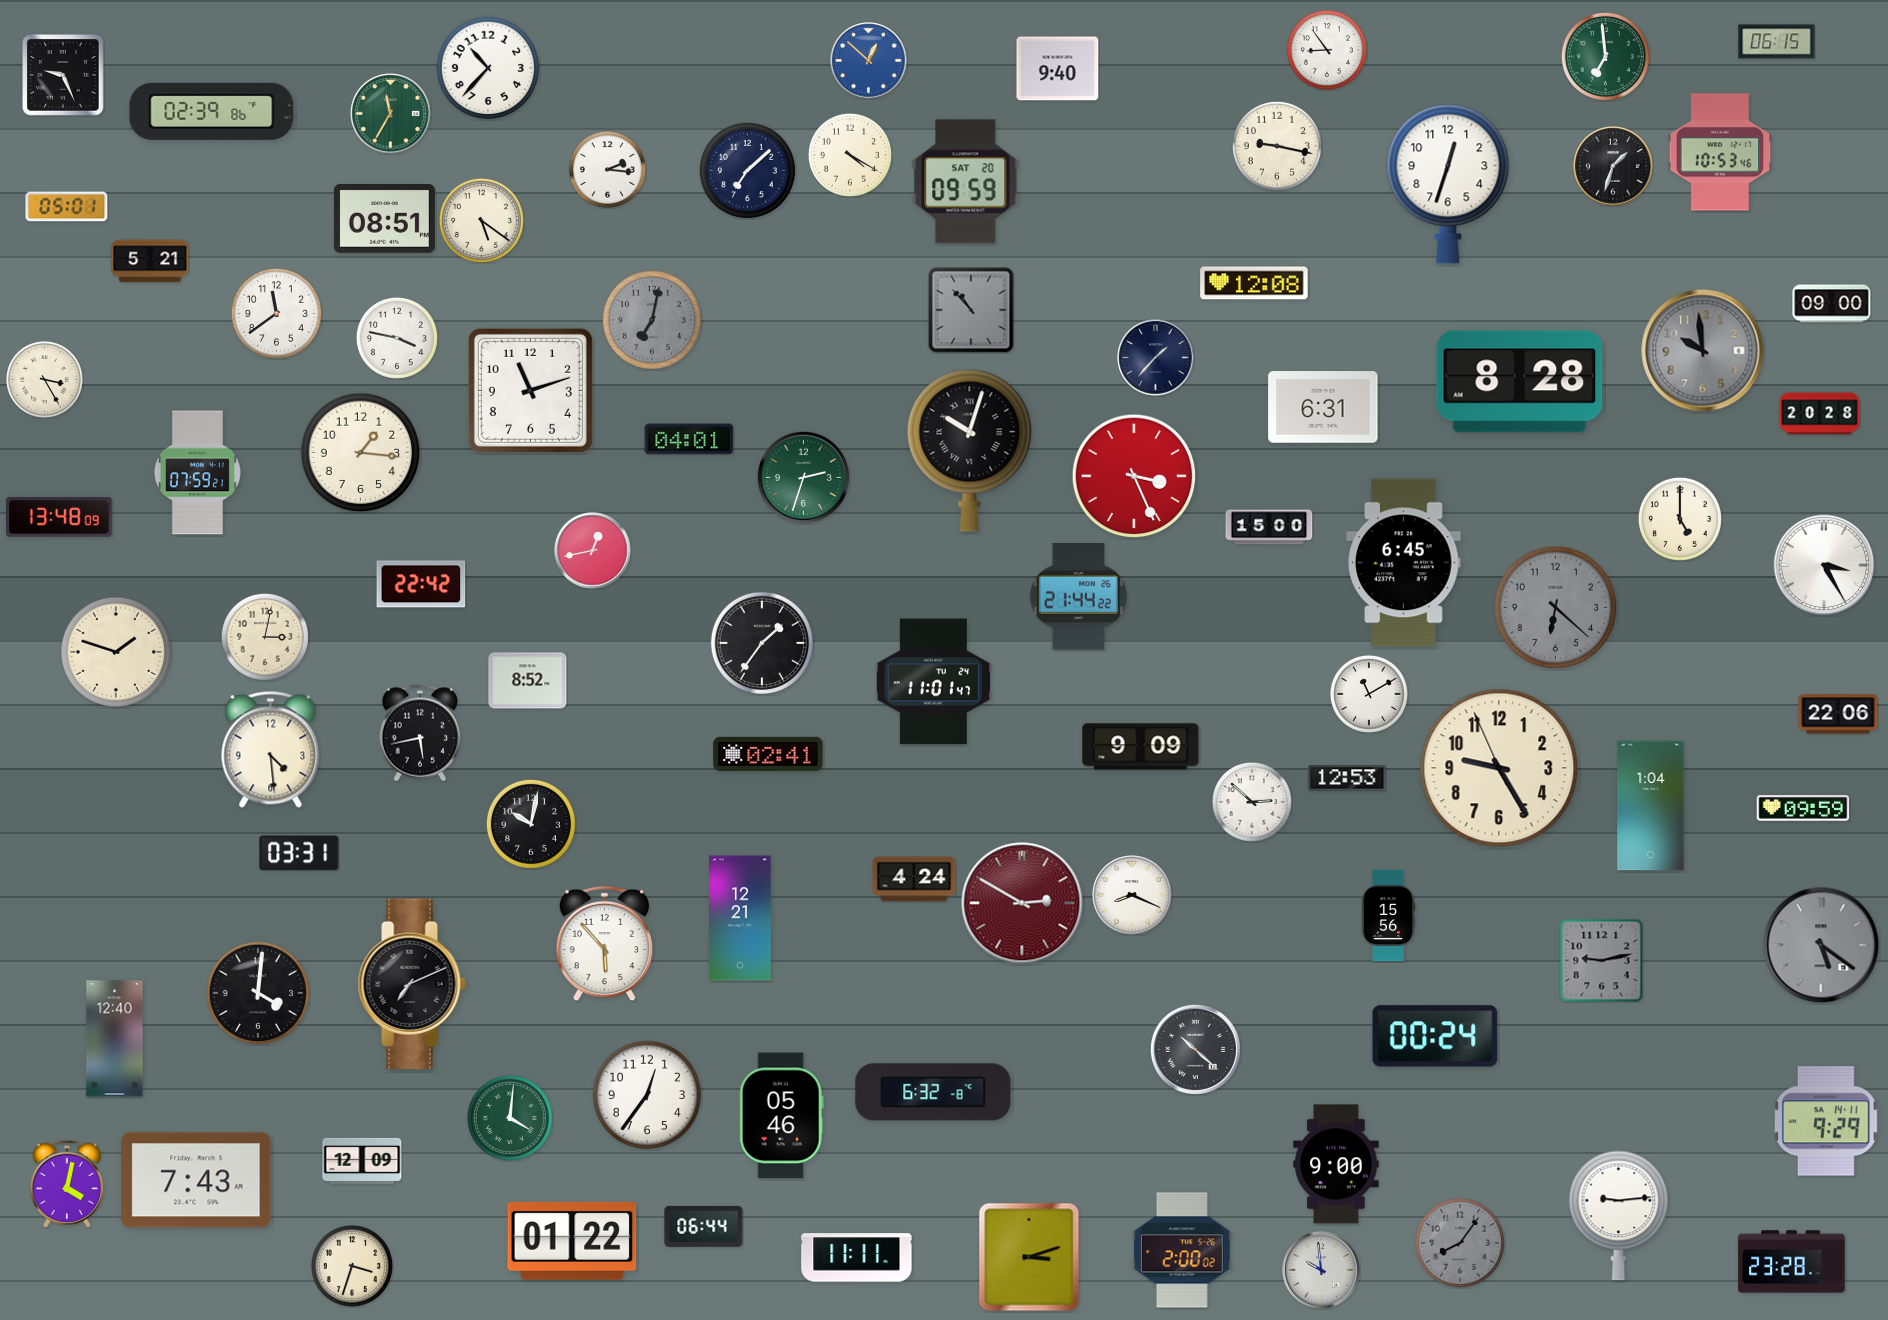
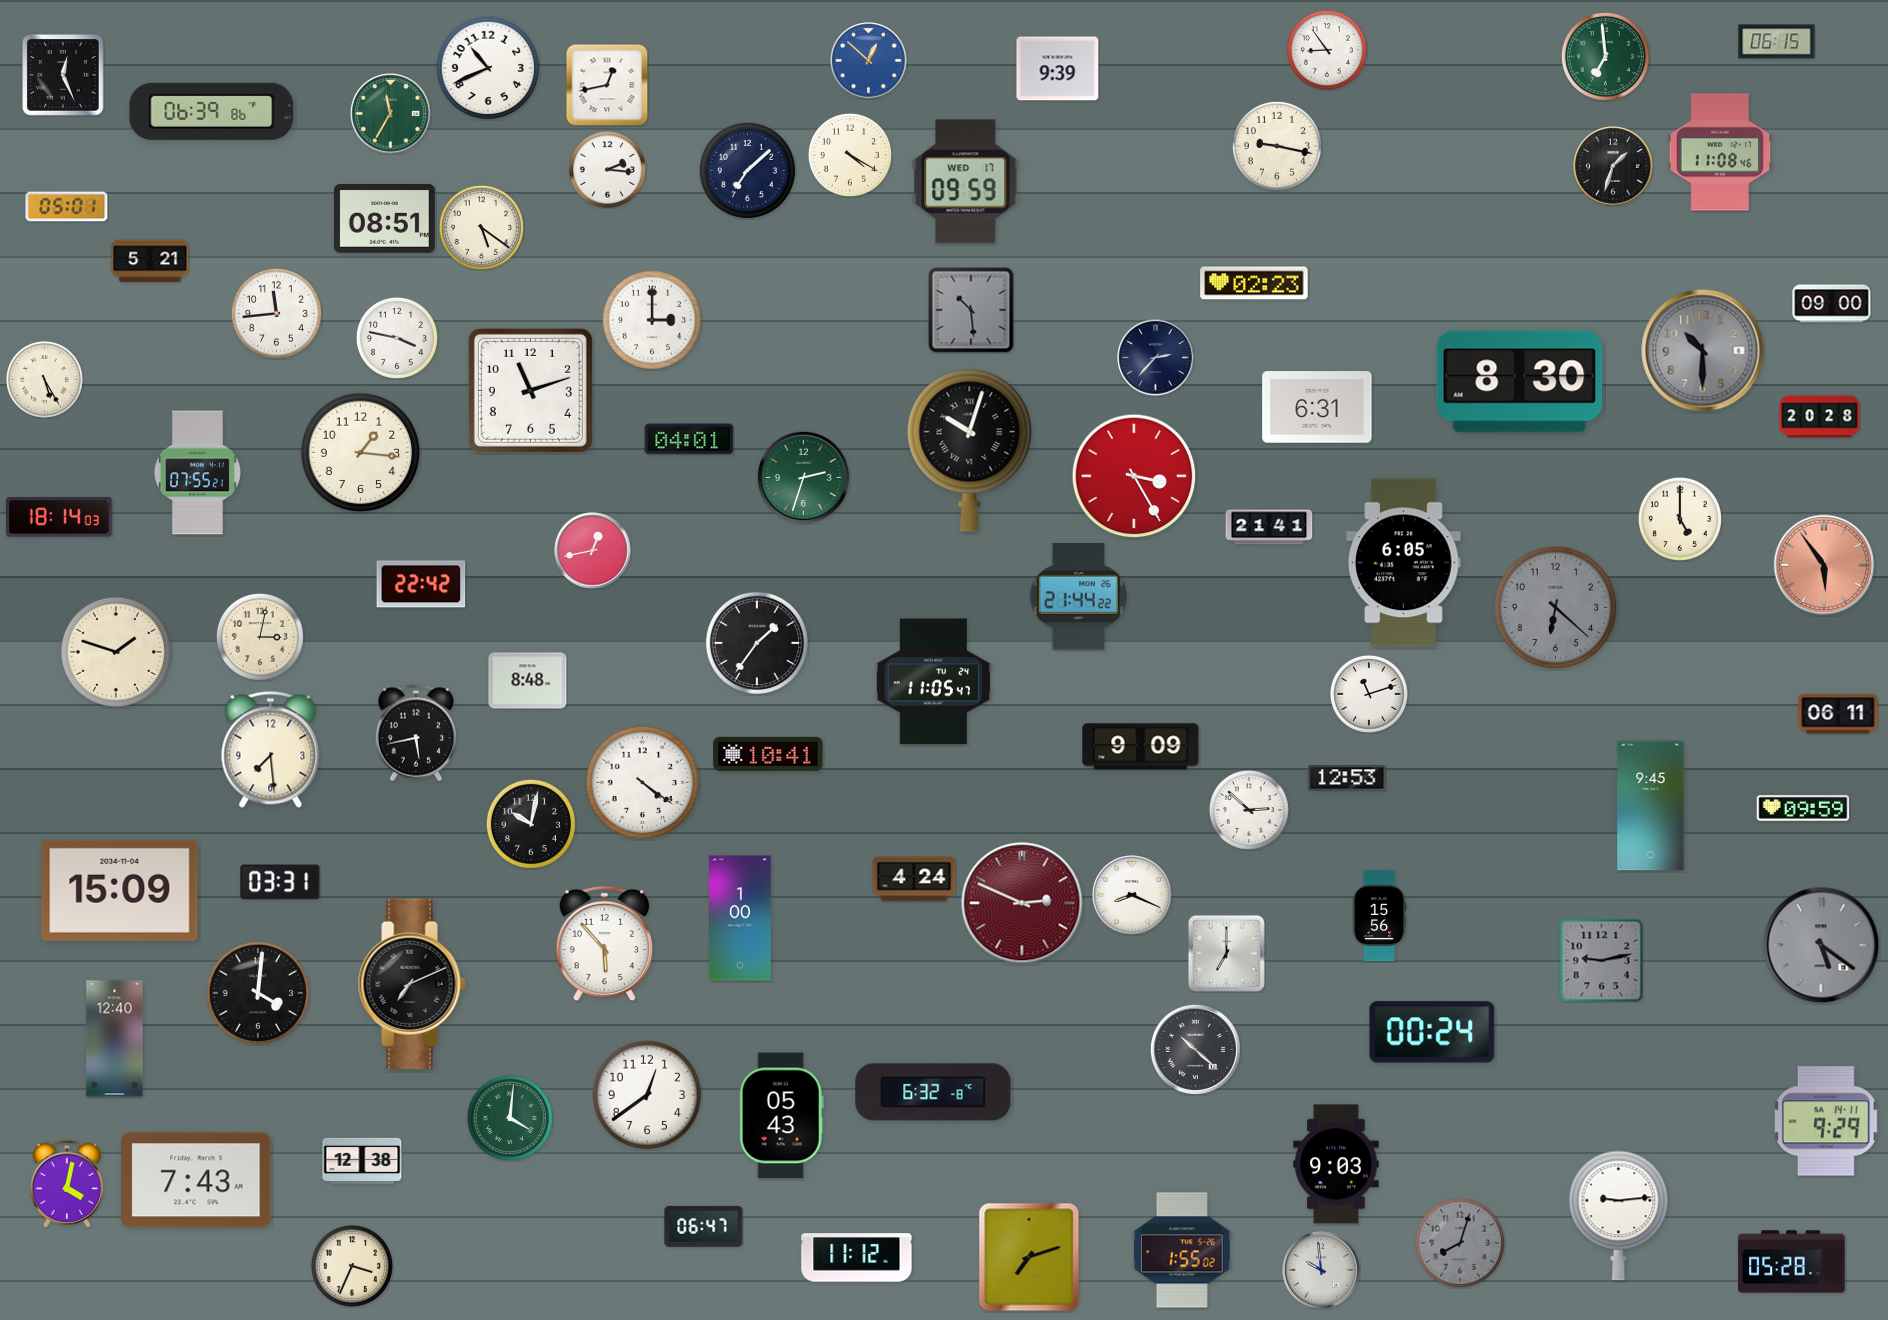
clock at (487, 67): 10:37 -> 10:41
clock at (1058, 69): 9:40 -> 9:39
clock at (63, 75): 9:26 -> 12:26
clock at (607, 85): none -> 12:43
clock at (212, 111): 02:39 -> 06:39
clock at (1720, 152): 10:53 -> 11:08
clock at (966, 182) date: SAT 20 -> WED 17
clock at (1448, 184): 12:33 -> none
clock at (481, 220) position: (481, 220) -> (481, 227)
clock at (1254, 283): 12:08 -> 02:23
clock at (971, 310): 10:53 -> 10:29
clock at (276, 313): 11:39 -> 11:44
clock at (652, 320): 7:02 -> 3:00
clock at (652, 320) dial: grey -> white
clock at (1703, 351): 9:59 -> 10:30
clock at (1156, 358): 1:37 -> 2:37
clock at (44, 379): 3:25 -> 5:25
clock at (1520, 382): 8:28 -> 8:30
clock at (1323, 407) position: (1323, 407) -> (1317, 407)
clock at (1820, 414) position: (1820, 414) -> (1820, 417)
clock at (197, 473): 07:59 -> 07:55
clock at (1134, 476): 3:26 -> 3:25
clock at (59, 517): 13:48 -> 18:14
clock at (1269, 527): 15:00 -> 21:41
clock at (1404, 563): 6:45 -> 6:05
clock at (1824, 565): 3:25 -> 5:54
clock at (1824, 565) dial: white -> salmon
clock at (265, 637) position: (265, 637) -> (260, 637)
clock at (761, 642) position: (761, 642) -> (756, 642)
clock at (528, 681): 8:52 -> 8:48
clock at (933, 682): 11:01 -> 11:05
clock at (1369, 694): 11:10 -> 11:12
clock at (1838, 714): 22:06 -> 06:11
clock at (420, 733) position: (420, 733) -> (416, 733)
clock at (271, 749): 4:29 -> 7:29
clock at (768, 754): 02:41 -> 10:41
clock at (1499, 768): 9:24 -> none
clock at (643, 783): none -> 4:21
clock at (1252, 802) position: (1252, 802) -> (1249, 810)
clock at (1651, 806): 1:04 -> 9:45
clock at (299, 853) position: (299, 853) -> (280, 882)
clock at (120, 890): none -> 15:09
clock at (1022, 903): 2:50 -> 2:49
clock at (1388, 916) position: (1388, 916) -> (1379, 916)
clock at (740, 918): 12:21 -> 1:00
clock at (1226, 953): none -> 7:00
clock at (1435, 1036) position: (1435, 1036) -> (1432, 1032)
clock at (647, 1095): 12:36 -> 12:39
clock at (781, 1116): 05:46 -> 05:43
clock at (362, 1161): 12:09 -> 12:38
clock at (1336, 1164): 9:00 -> 9:03
clock at (704, 1226): 06:44 -> 06:47
clock at (572, 1241): 01:22 -> none
clock at (1460, 1243): 8:06 -> 8:03
clock at (1182, 1250): 2:00 -> 1:55
clock at (1029, 1257): 3:12 -> 7:12
clock at (857, 1258): 11:11 -> 11:12
clock at (1792, 1262): 23:28 -> 05:28
clock at (352, 1266): 3:33 -> 3:34
